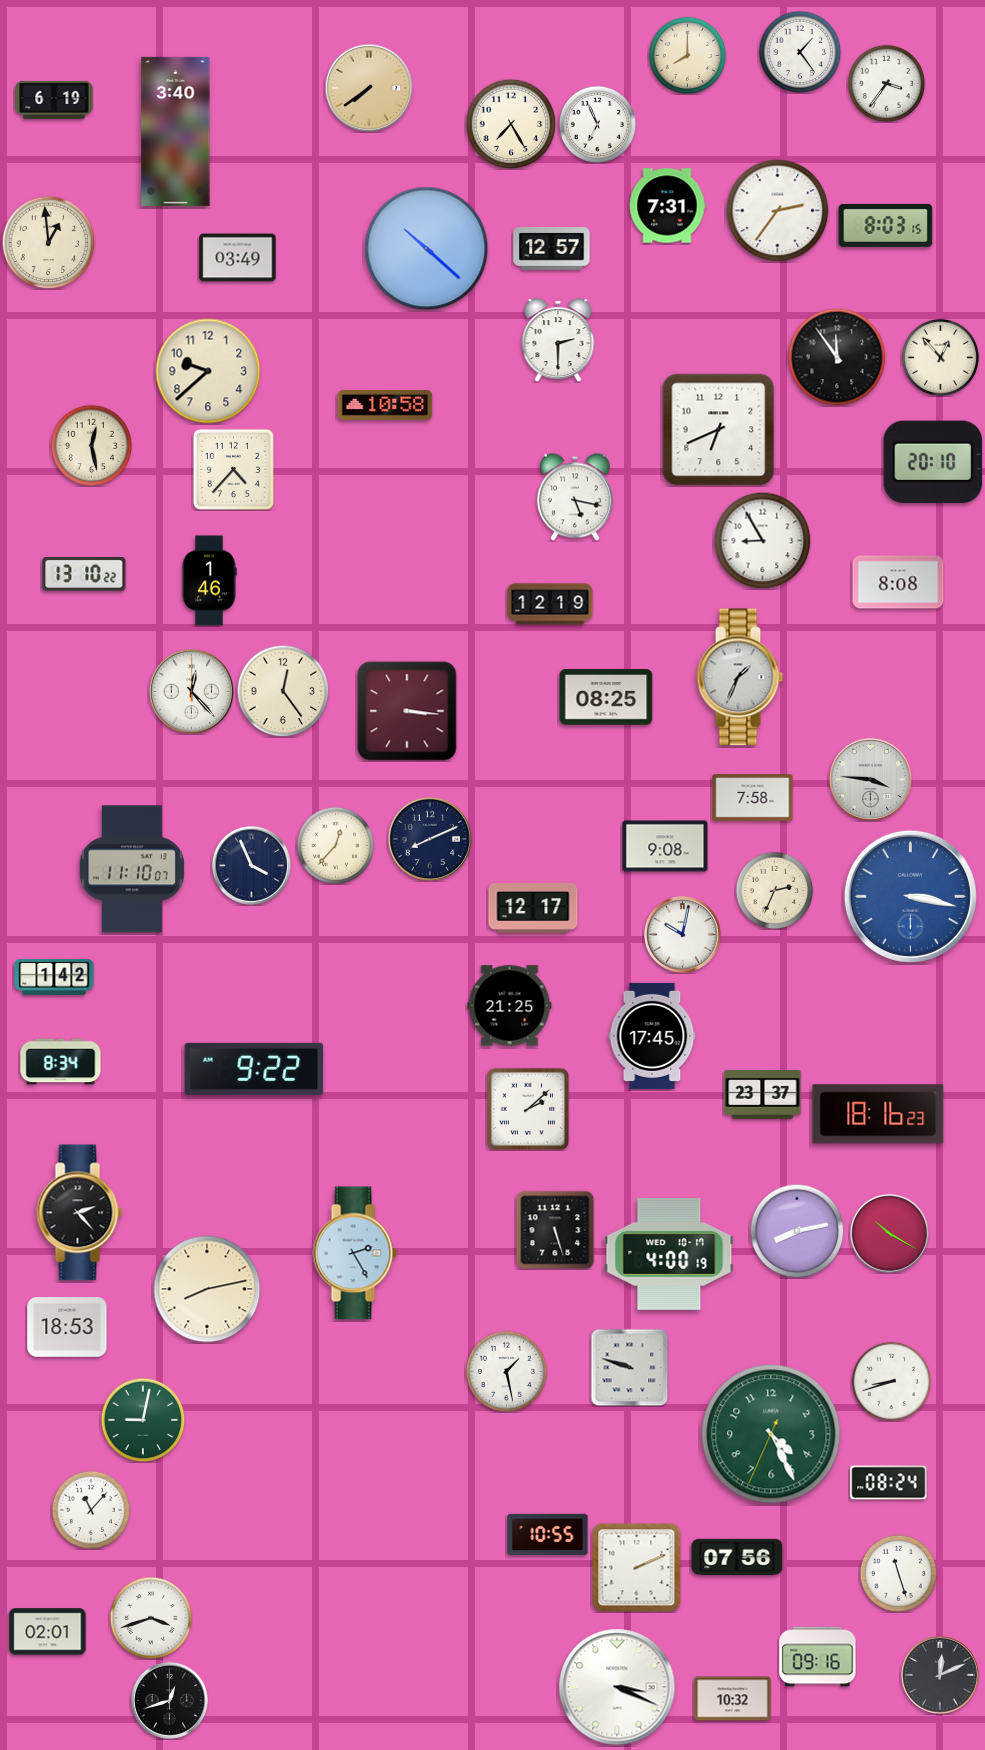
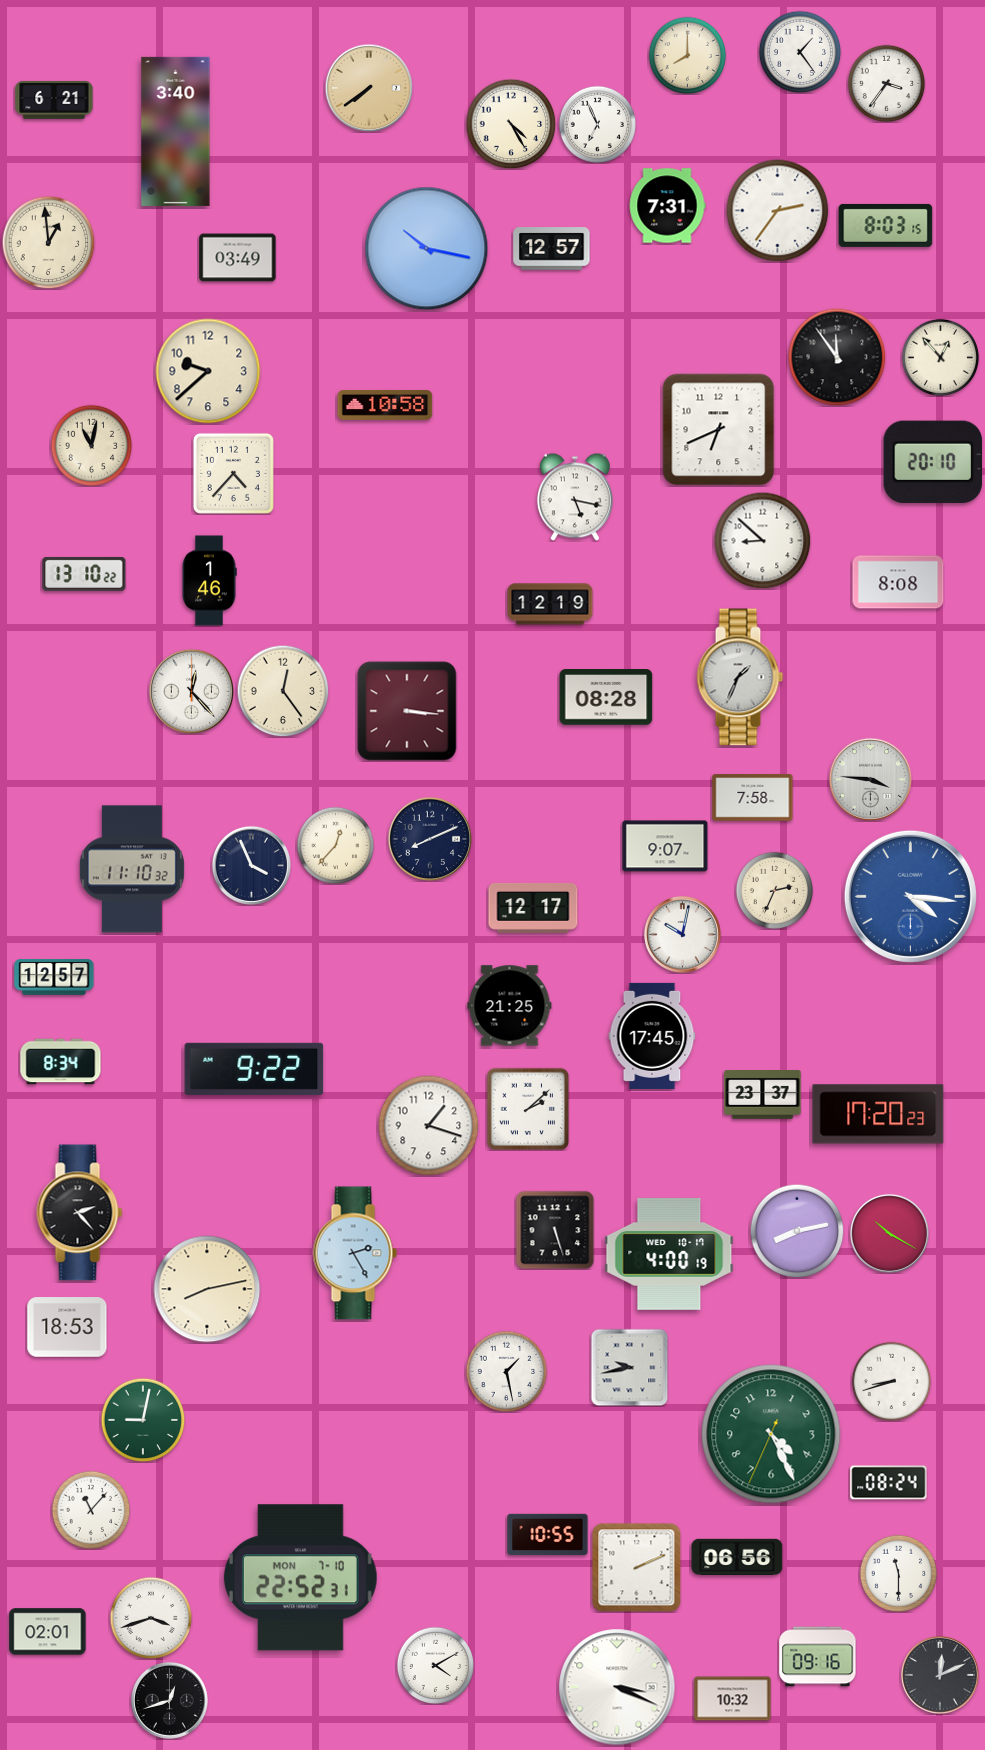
clock at (54, 100): 6:19 -> 6:21
clock at (511, 124): 7:25 -> 4:25
clock at (427, 249): 10:22 -> 10:17
clock at (558, 340): 2:30 -> none
clock at (91, 445): 12:28 -> 11:02
clock at (233, 469) position: (233, 469) -> (233, 473)
clock at (762, 540): 8:55 -> 8:52
clock at (606, 697): 08:25 -> 08:28
clock at (665, 846): 9:08 -> 9:07
clock at (132, 869): 11:10:07 -> 11:10:32
clock at (910, 896): 3:17 -> 4:16
clock at (54, 978): 1:42 -> 12:57
clock at (878, 1114): 18:16 -> 17:20
clock at (429, 1126): none -> 1:18
clock at (629, 1367): 9:48 -> 9:43
clock at (737, 1556): 07:56 -> 06:56
clock at (898, 1573): 11:27 -> 11:30
clock at (300, 1578): none -> 22:52
clock at (435, 1665): none -> 4:10
